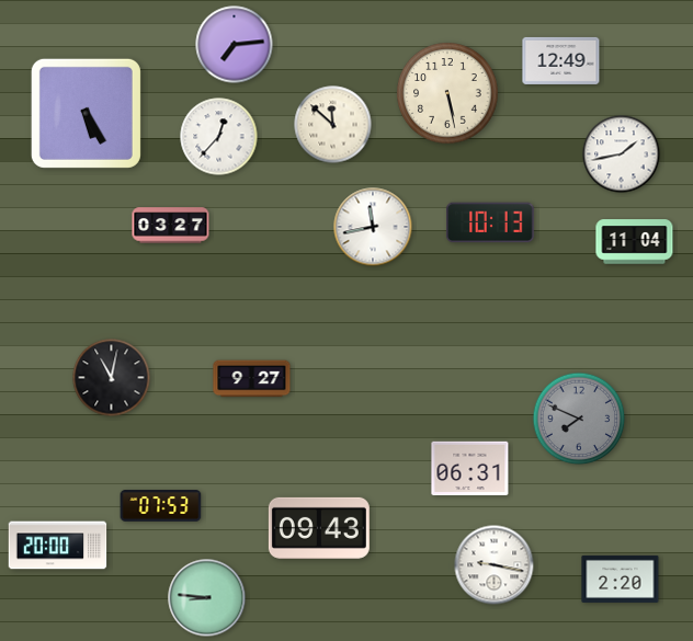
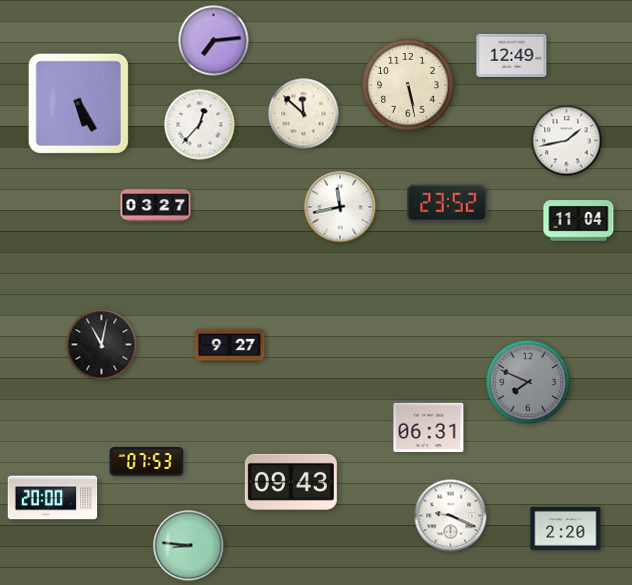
clock at (490, 222): 10:13 -> 23:52
clock at (495, 565): 9:17 -> 9:19
